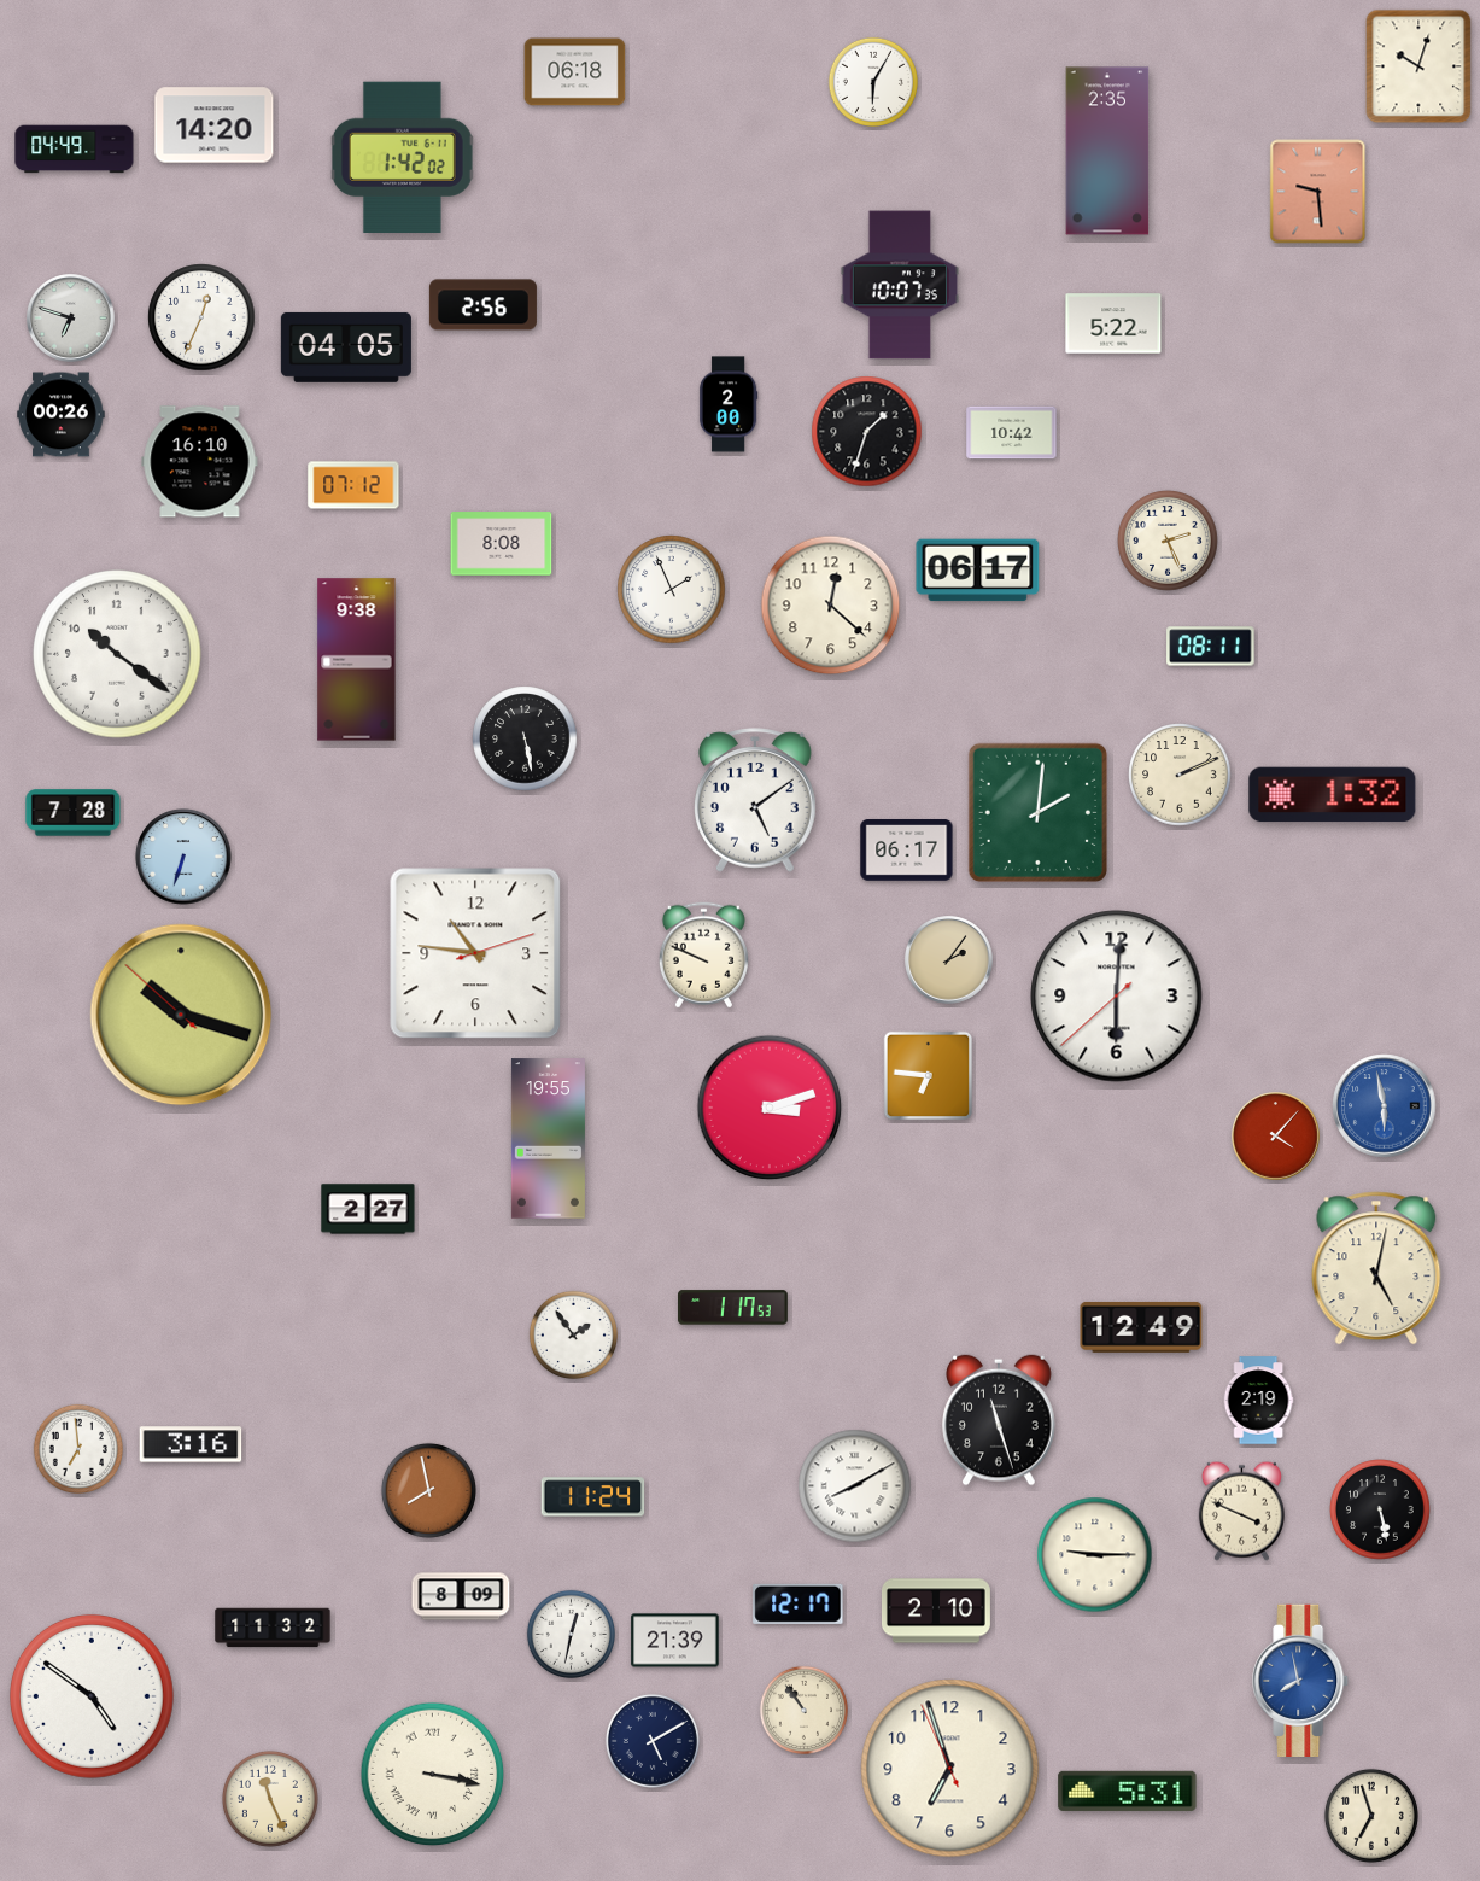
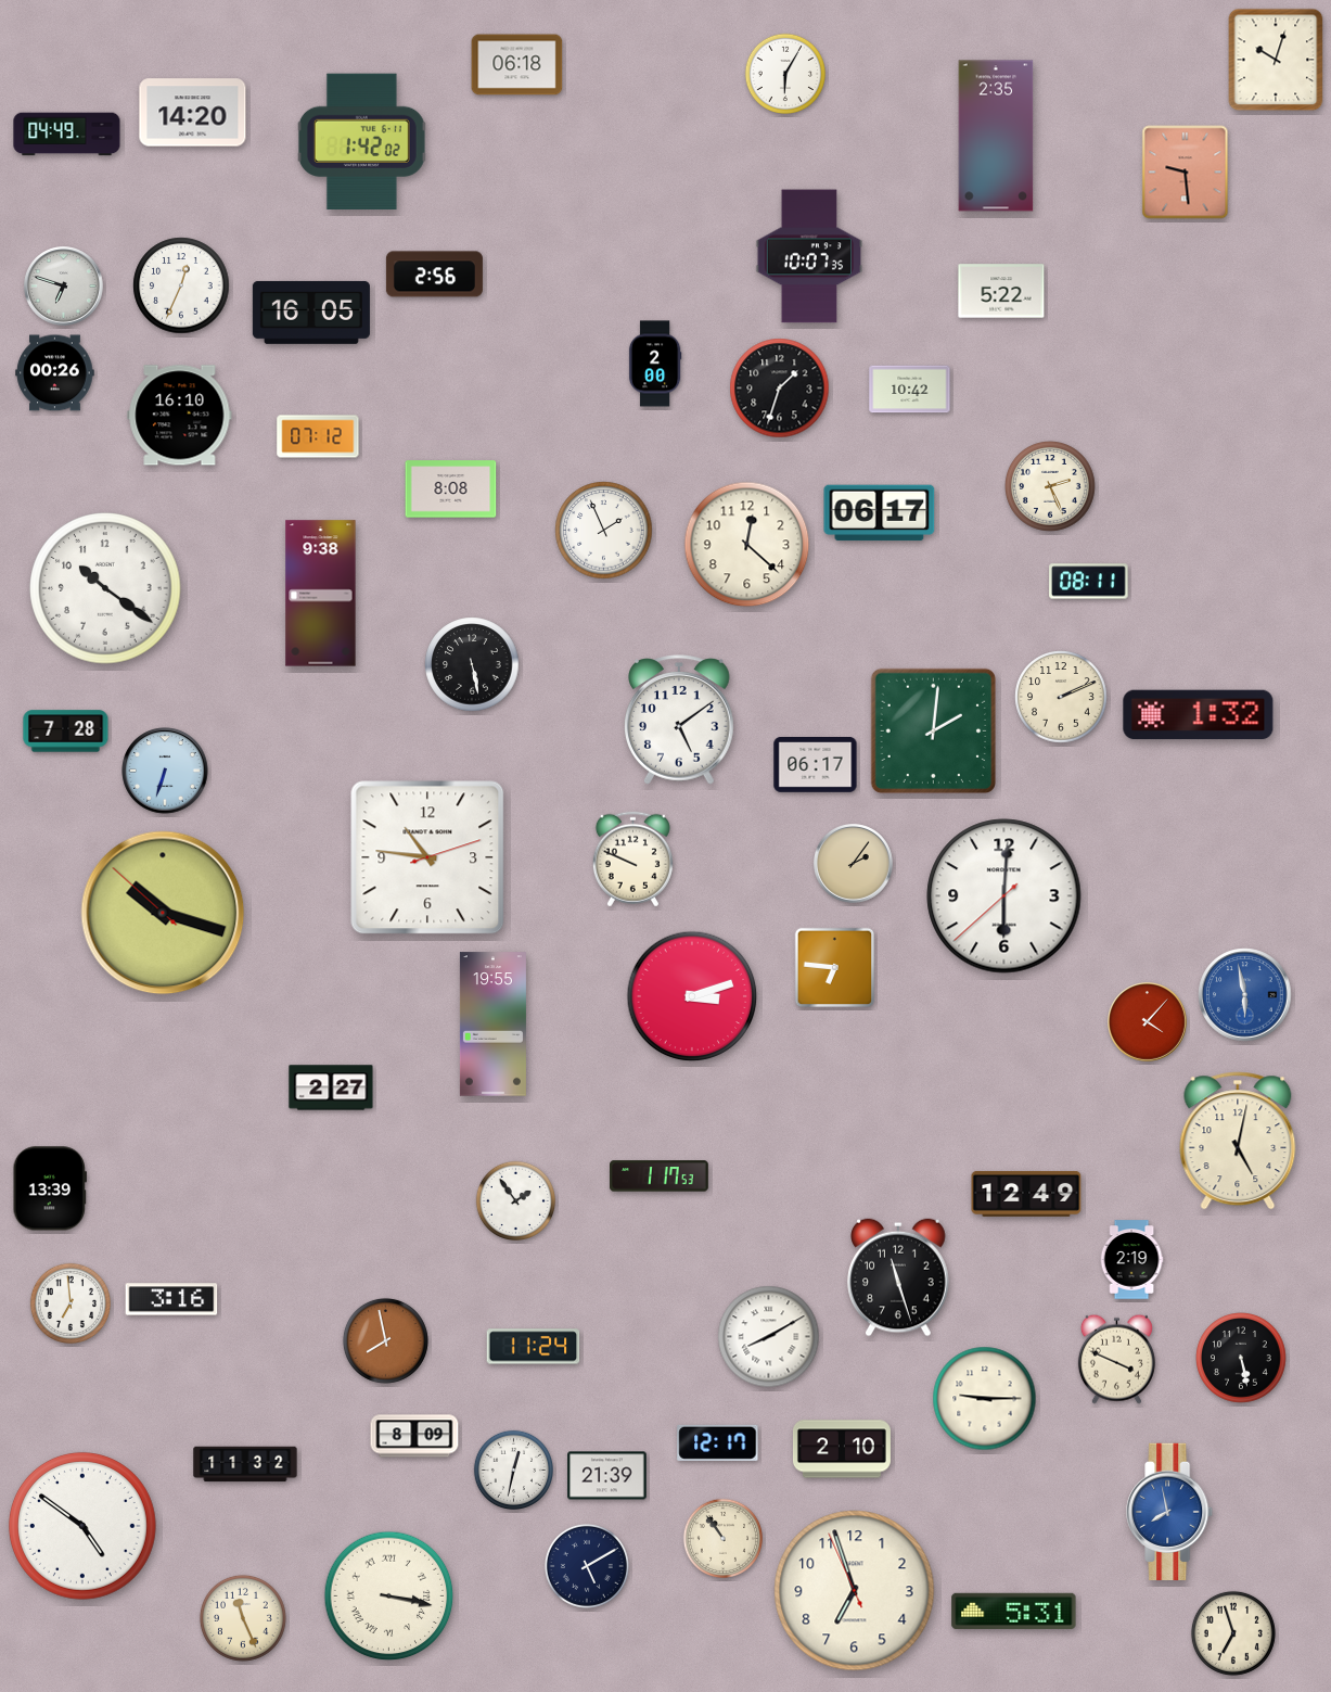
clock at (346, 347): 04:05 -> 16:05
clock at (50, 1188): none -> 13:39
